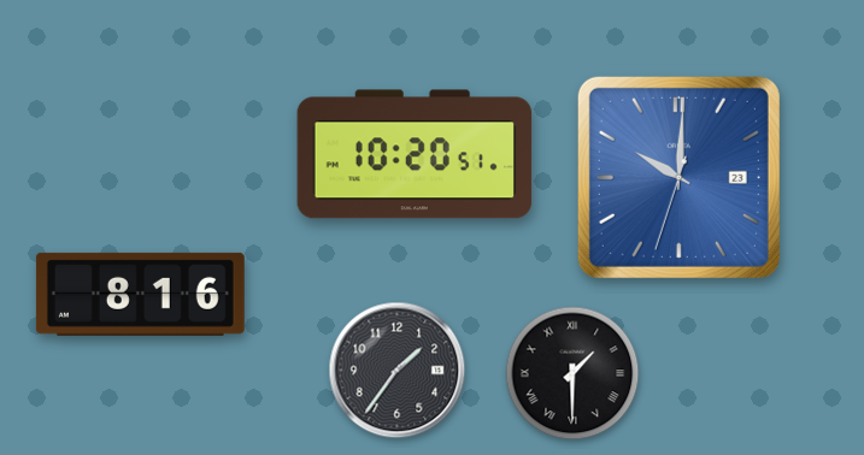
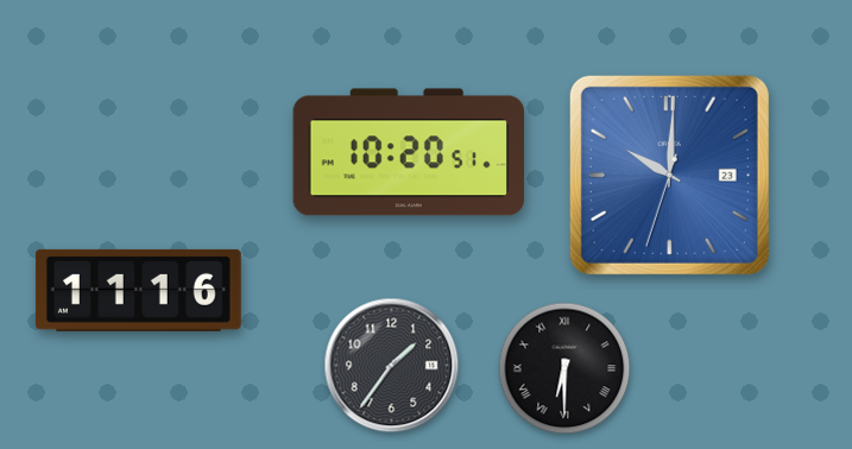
clock at (140, 294): 8:16 -> 11:16
clock at (572, 373): 1:30 -> 6:30
